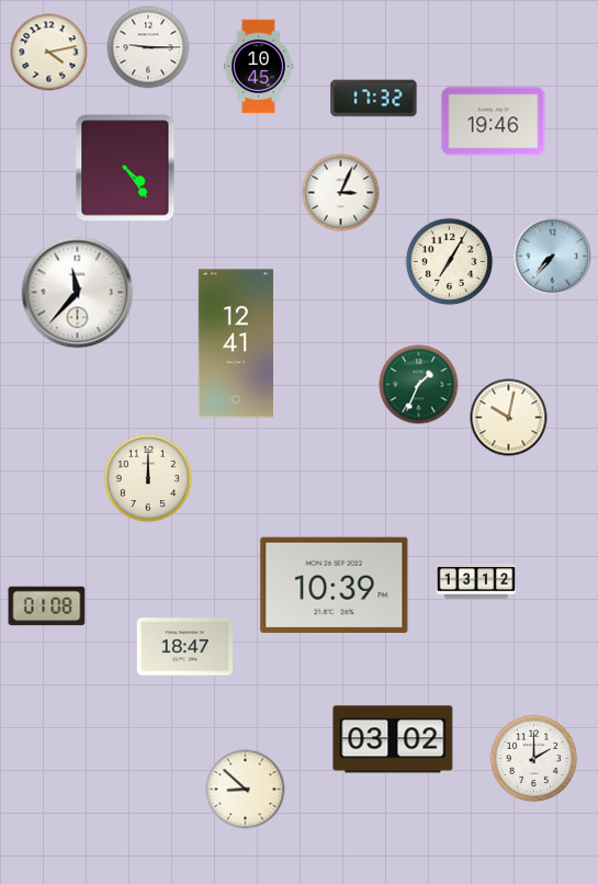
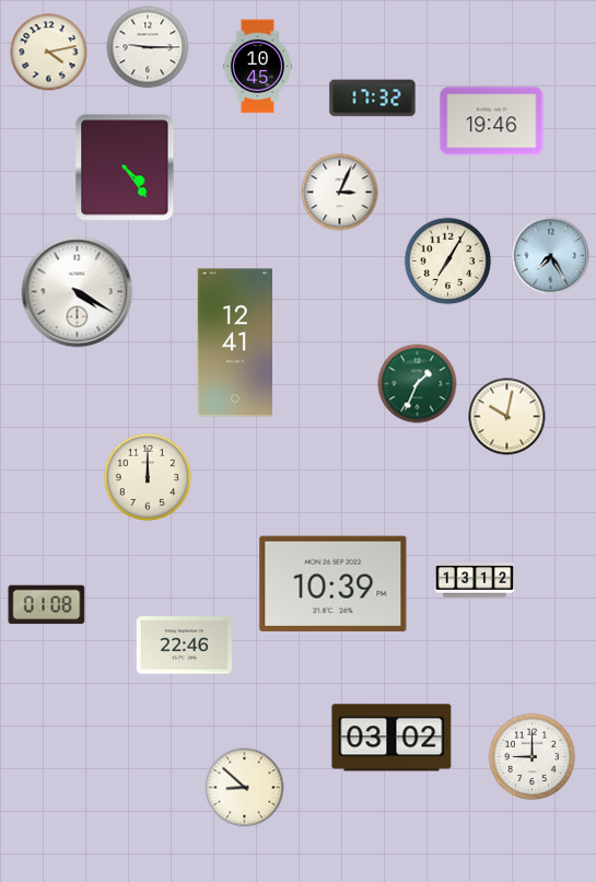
clock at (553, 257): 7:37 -> 7:25
clock at (78, 293): 11:37 -> 4:20
clock at (184, 647): 18:47 -> 22:46
clock at (534, 759): 2:00 -> 9:00
